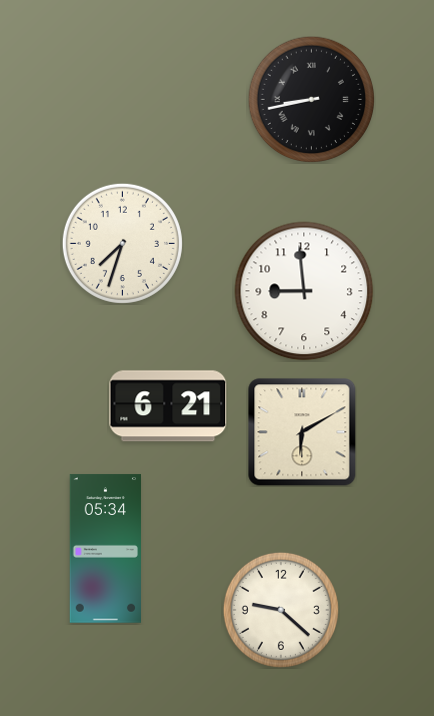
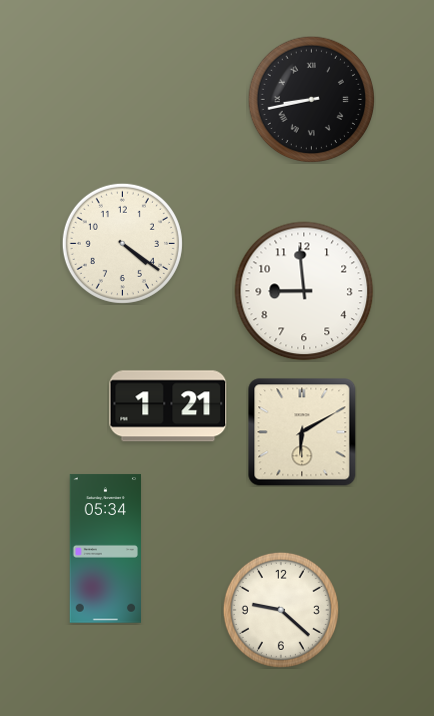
clock at (122, 243): 7:33 -> 4:21
clock at (168, 406): 6:21 -> 1:21
